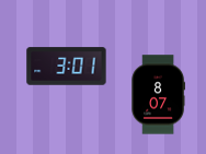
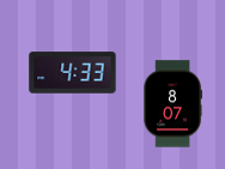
clock at (67, 67): 3:01 -> 4:33
